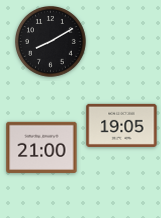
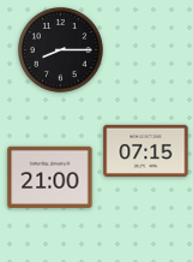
clock at (51, 42): 8:10 -> 8:15
clock at (122, 125): 19:05 -> 07:15
